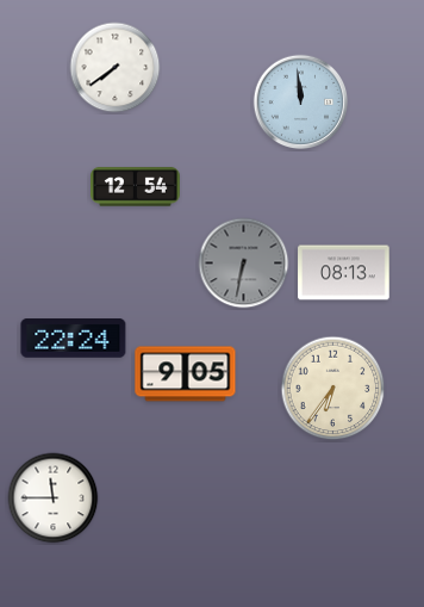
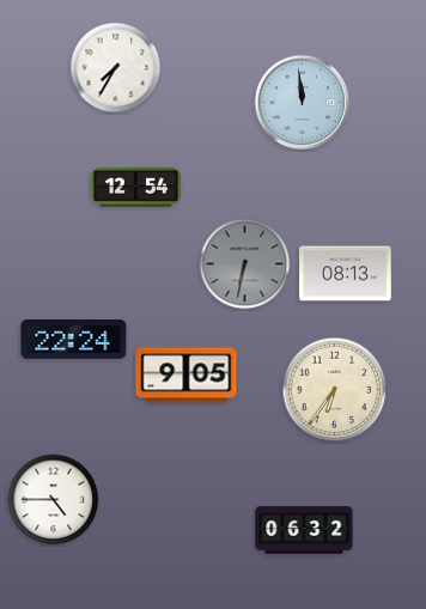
clock at (116, 68): 7:39 -> 7:35
clock at (54, 498): 11:45 -> 4:45
clock at (304, 530): none -> 06:32
